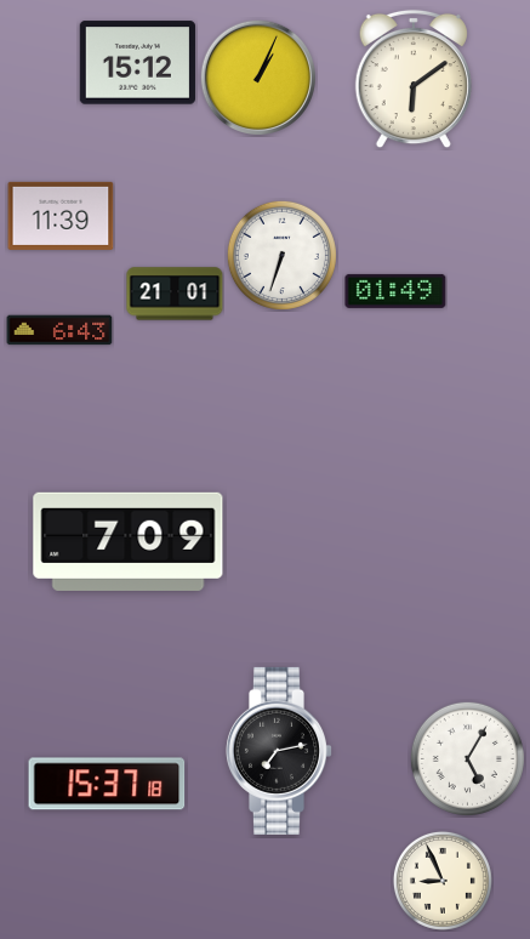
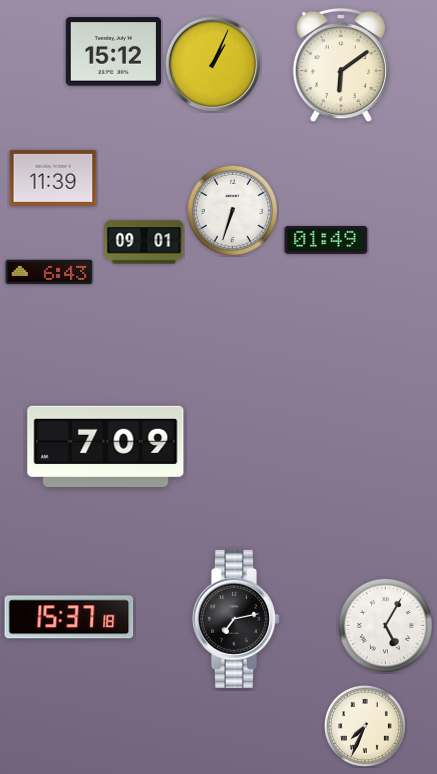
clock at (61, 216) position: (61, 216) -> (53, 178)
clock at (175, 294): 21:01 -> 09:01
clock at (278, 751) position: (278, 751) -> (235, 619)
clock at (107, 784) position: (107, 784) -> (69, 617)
clock at (443, 881): 8:56 -> 7:34
